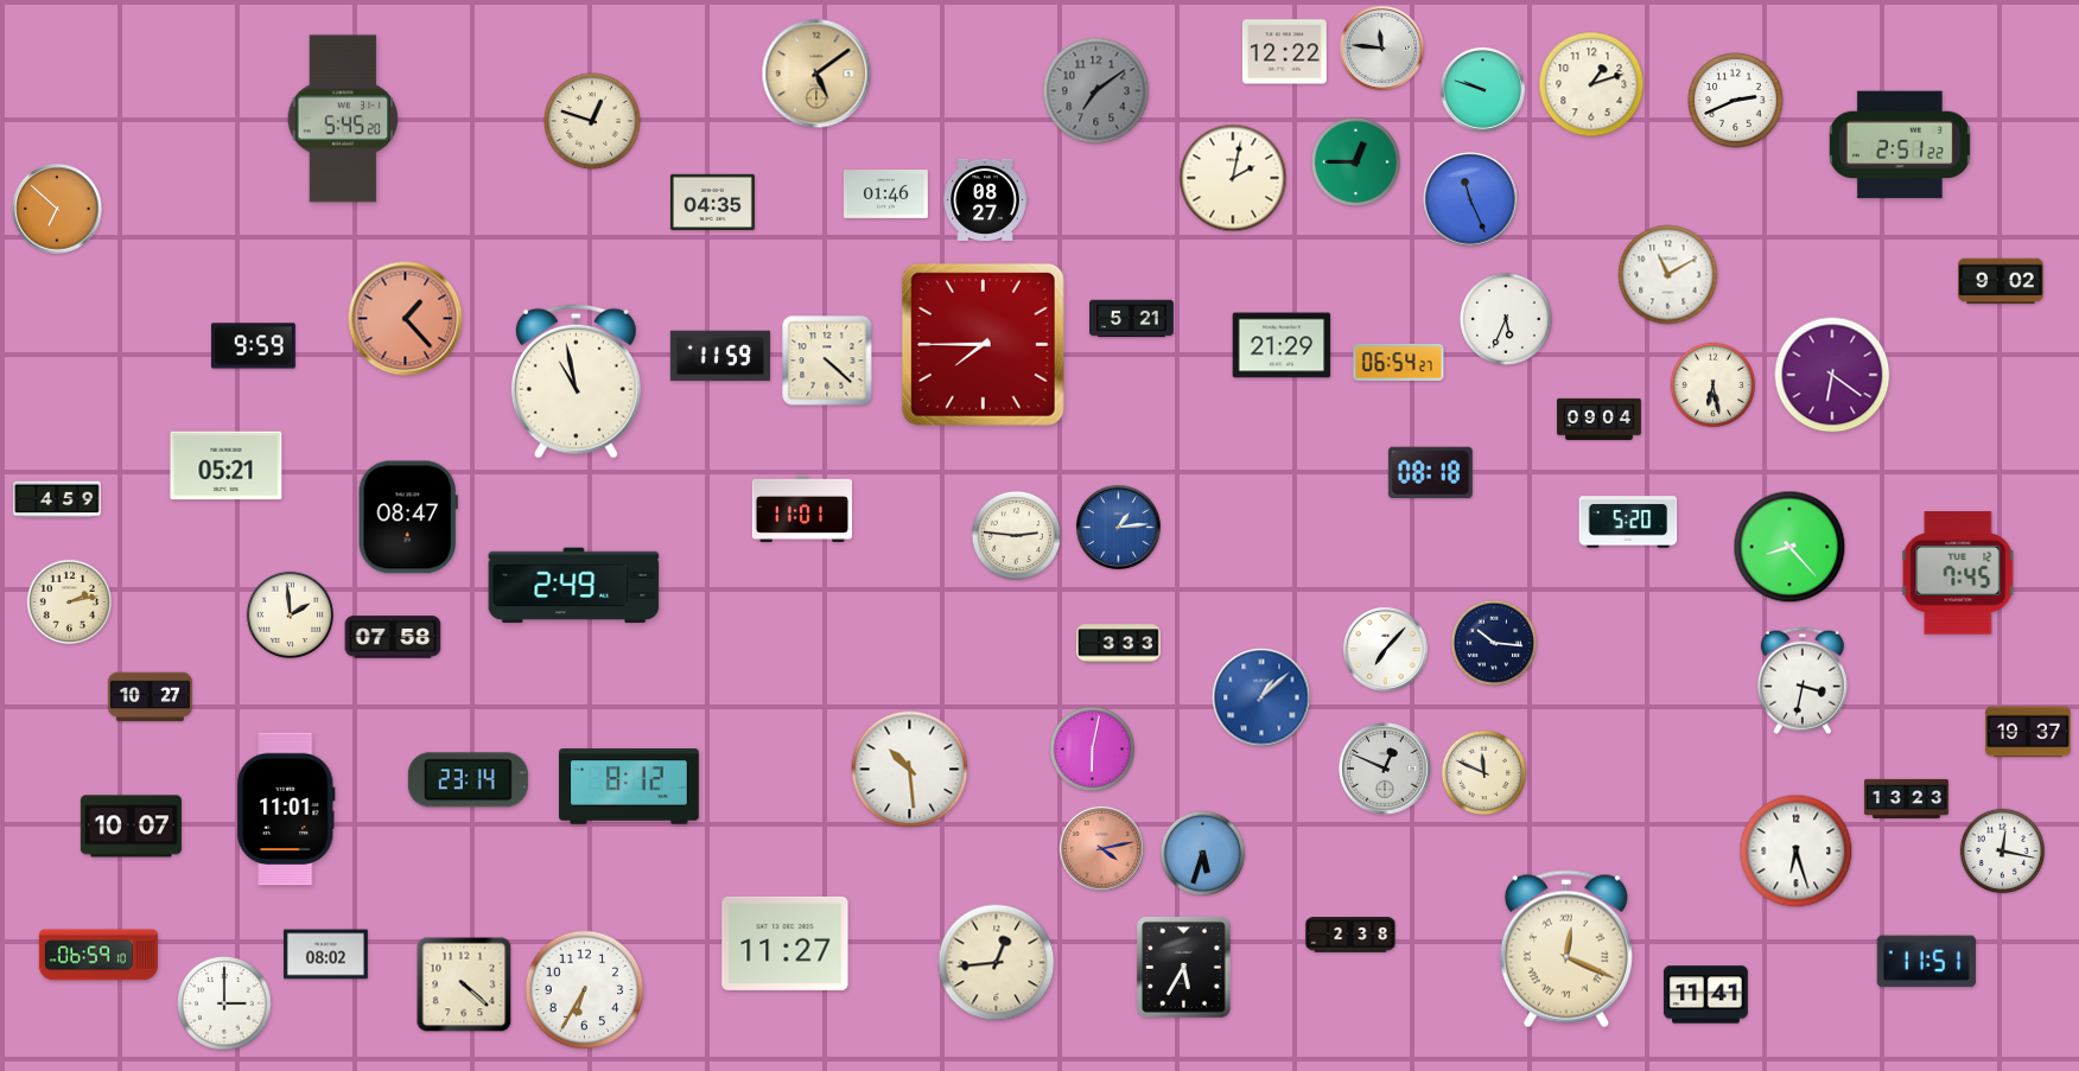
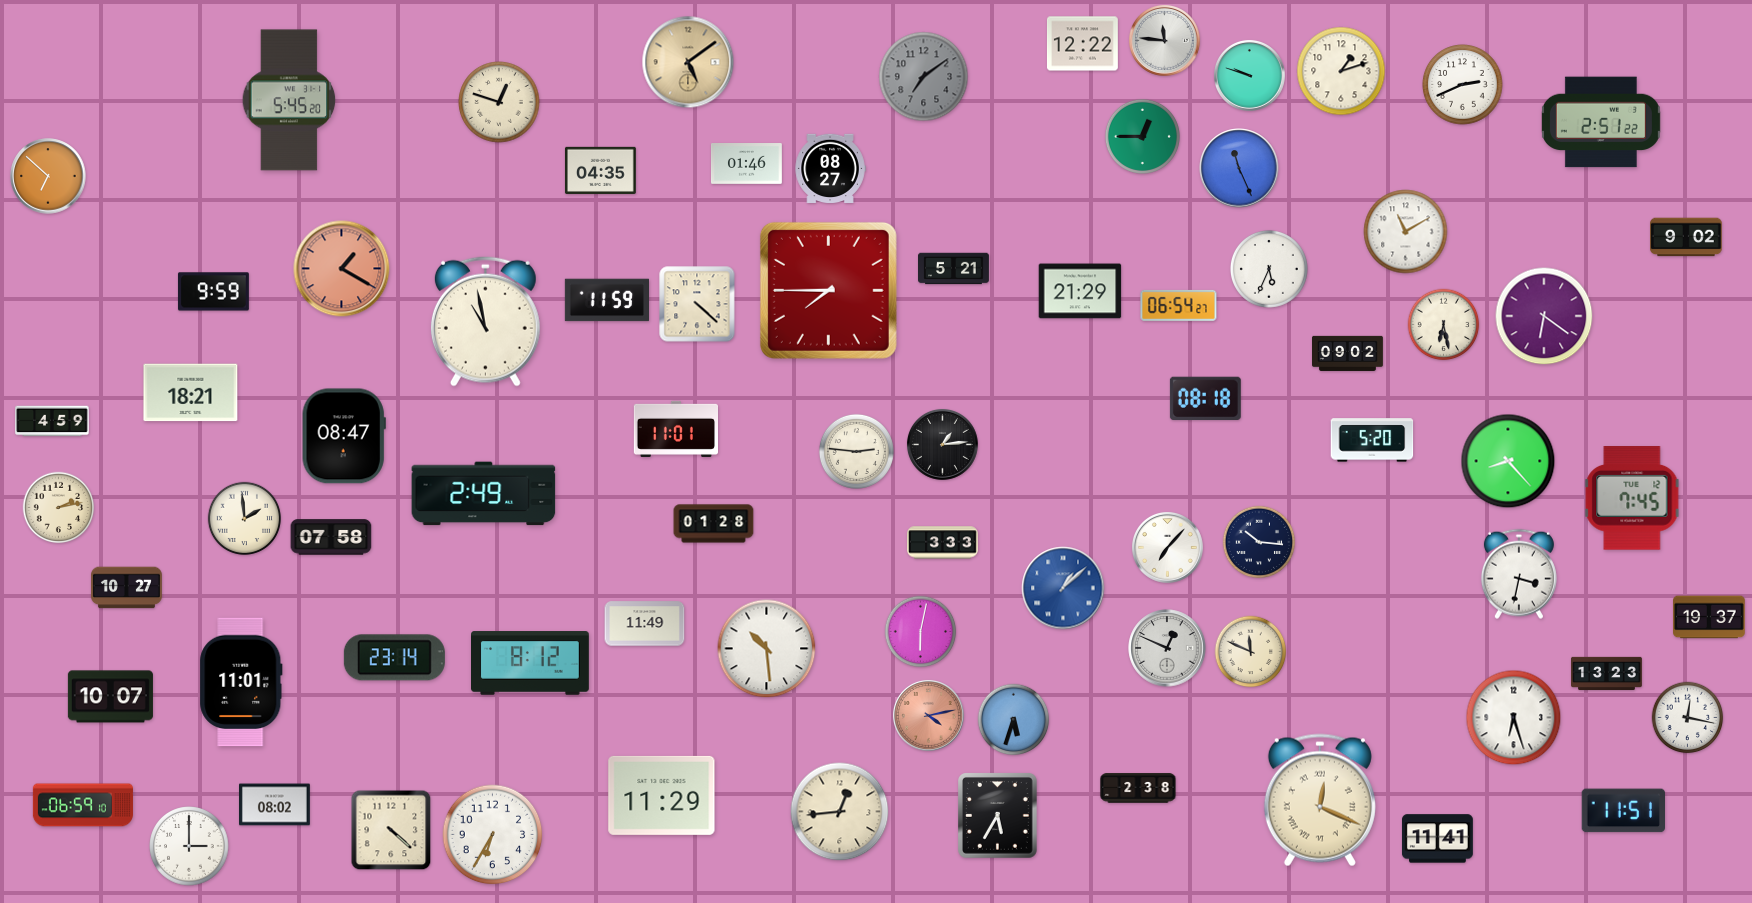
clock at (1233, 178): 2:02 -> none
clock at (406, 319): 1:23 -> 1:20
clock at (1600, 419): 09:04 -> 09:02
clock at (227, 466): 05:21 -> 18:21
clock at (57, 499) position: (57, 499) -> (52, 421)
clock at (1118, 527) dial: blue -> black
clock at (1958, 573) position: (1958, 573) -> (1632, 498)
clock at (714, 524): none -> 01:28
clock at (645, 624): none -> 11:49
clock at (786, 943): 11:27 -> 11:29
